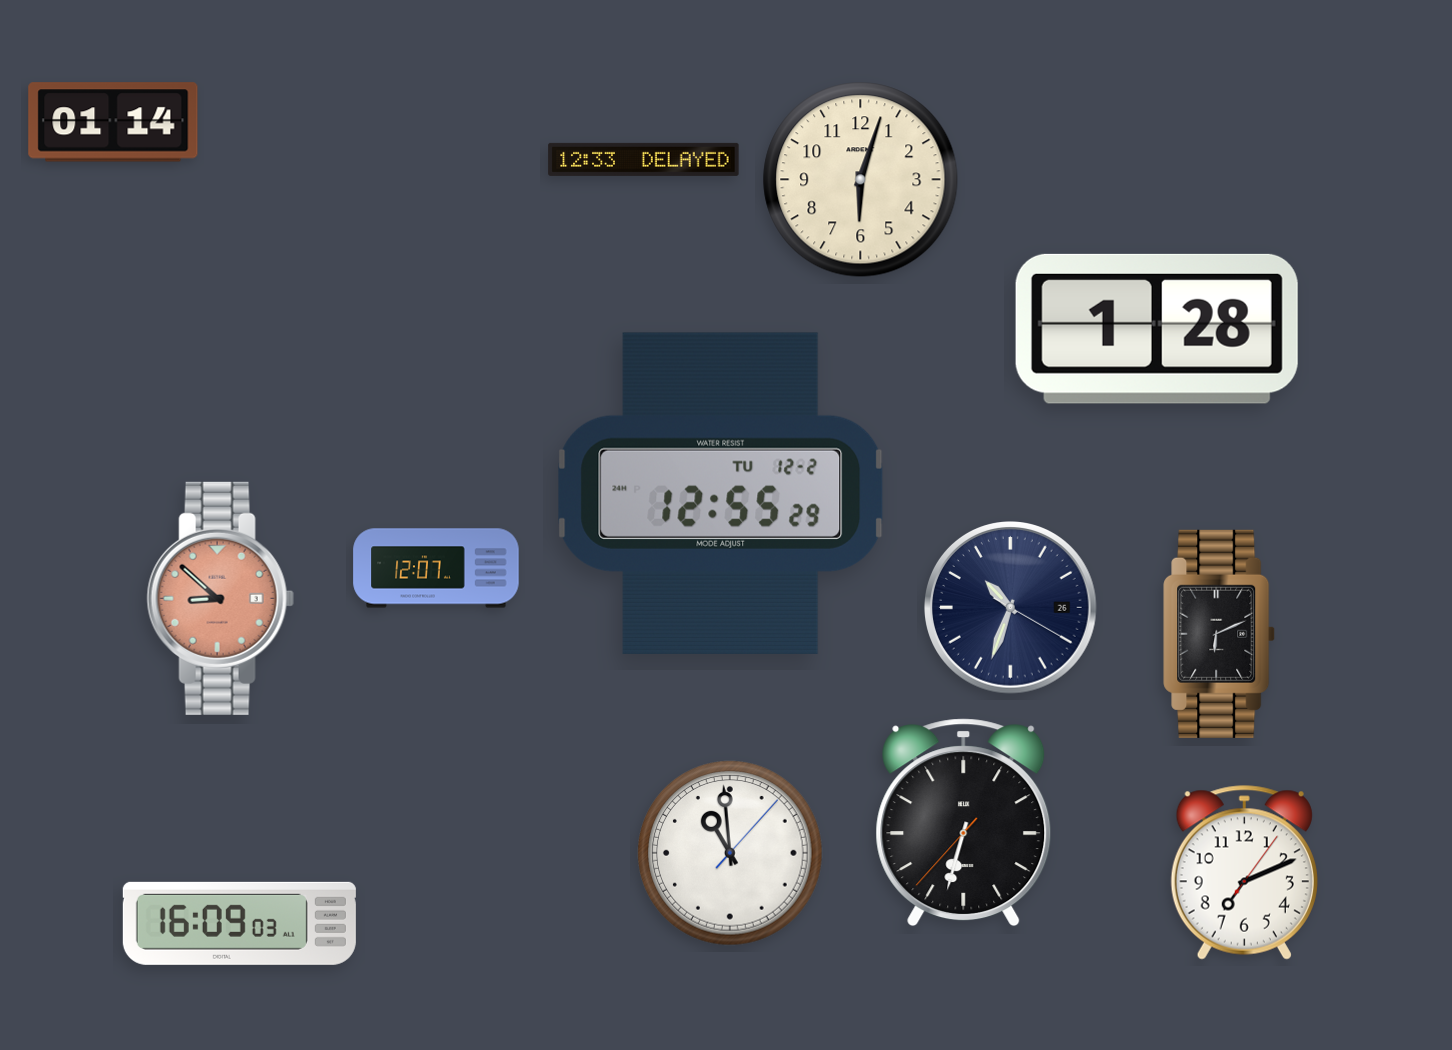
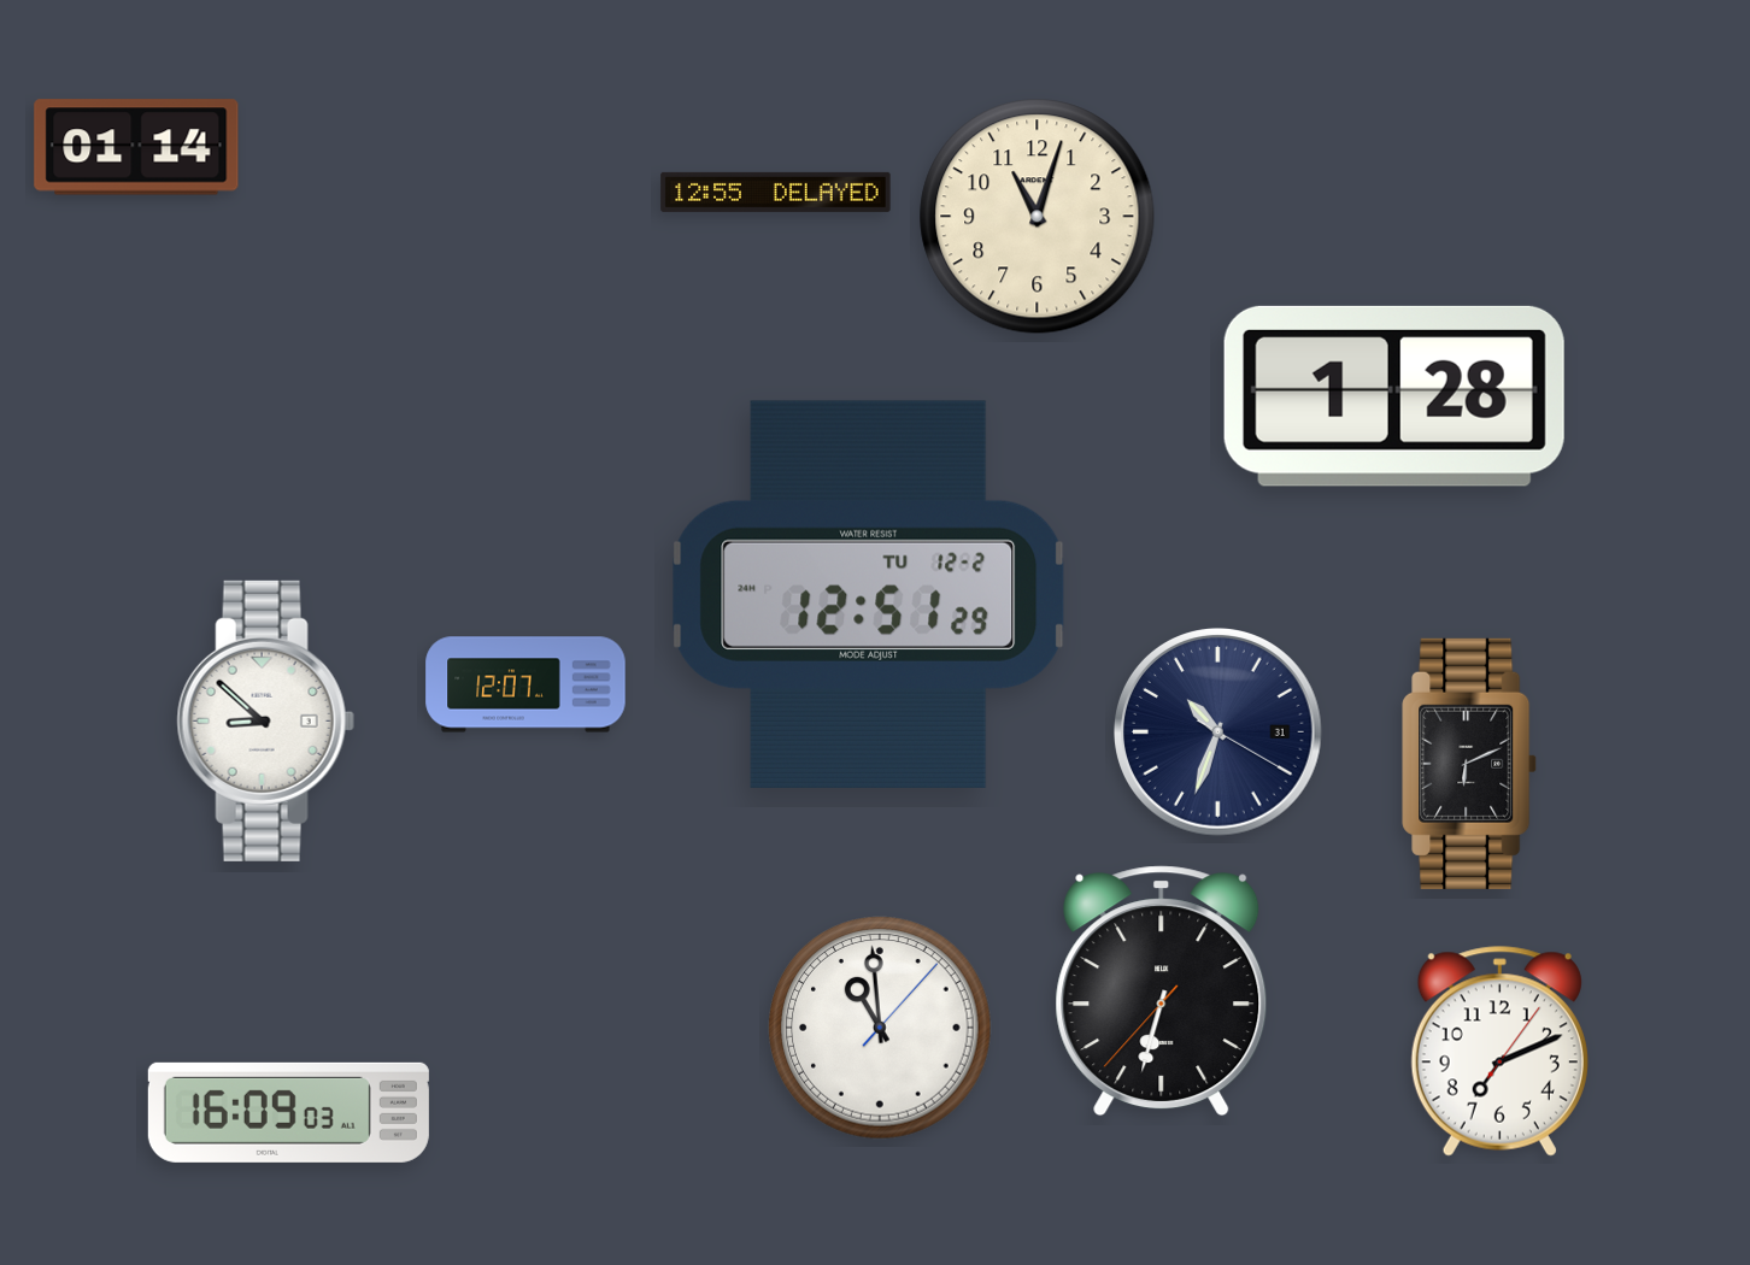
clock at (644, 159): 12:33 -> 12:55
clock at (861, 180): 6:03 -> 11:03
clock at (721, 493): 12:55 -> 12:51
clock at (220, 598) dial: salmon -> white
clock at (1011, 608) date: 26 -> 31
